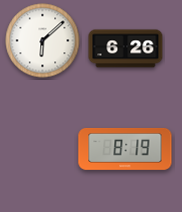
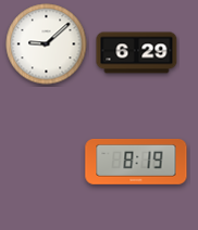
clock at (43, 41): 6:08 -> 9:08
clock at (126, 49): 6:26 -> 6:29
